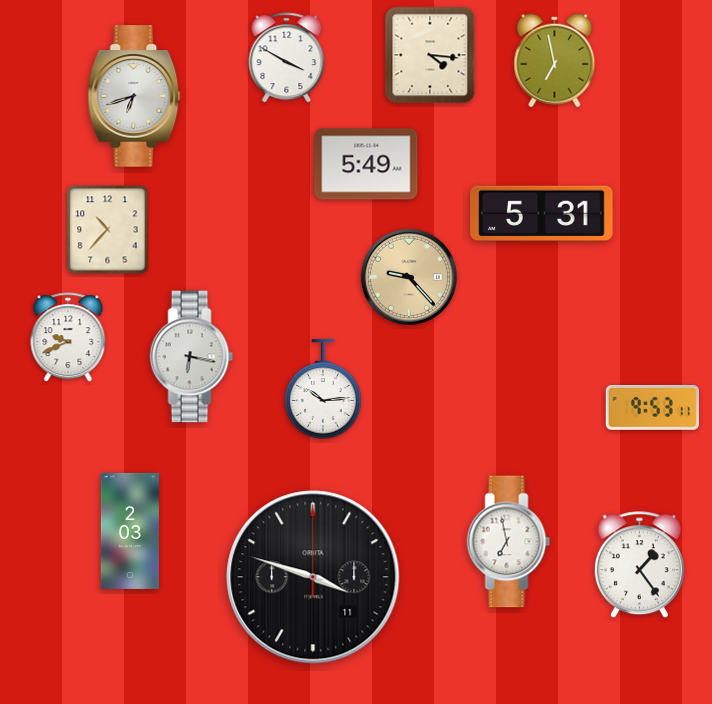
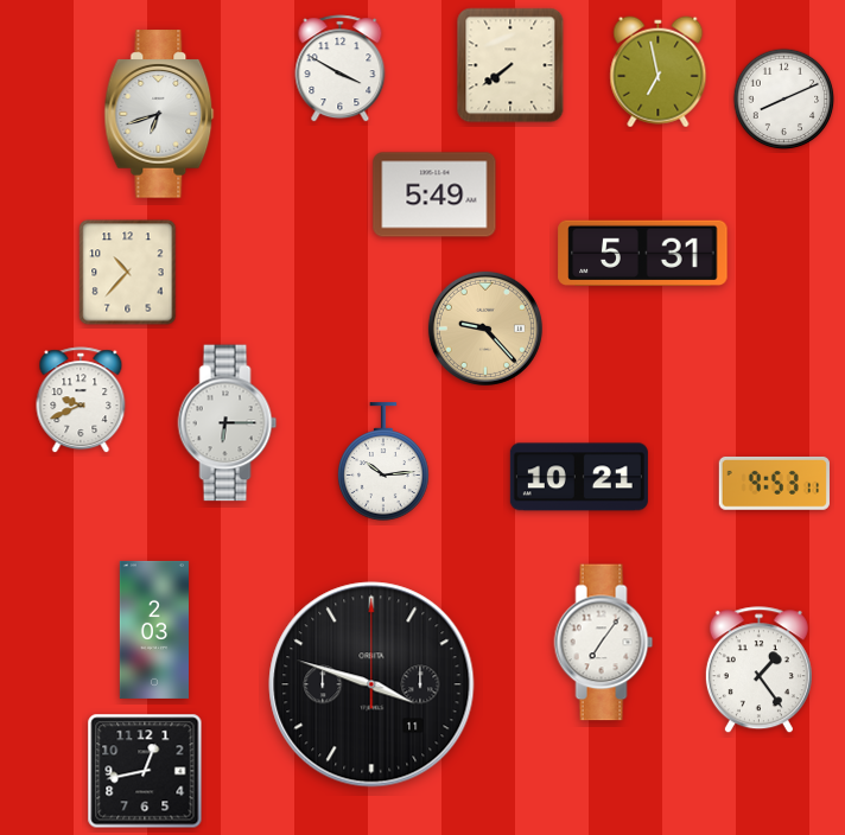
clock at (430, 55): 4:16 -> 7:39
clock at (784, 100): none -> 8:11
clock at (192, 357): 6:17 -> 6:15
clock at (579, 477): none -> 10:21
clock at (509, 542): 6:58 -> 7:06
clock at (145, 771): none -> 12:43
